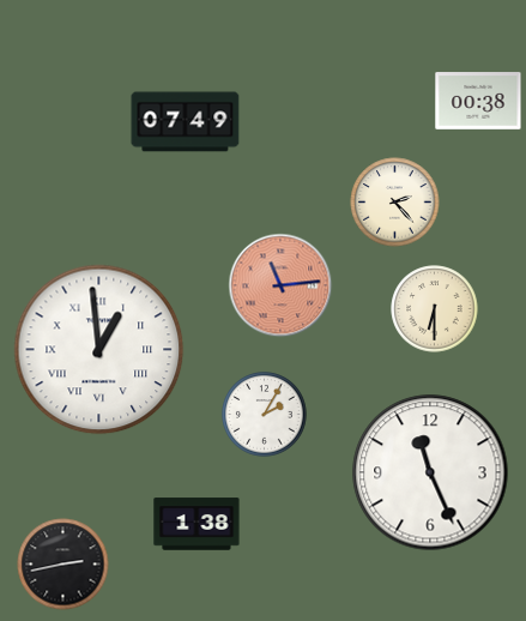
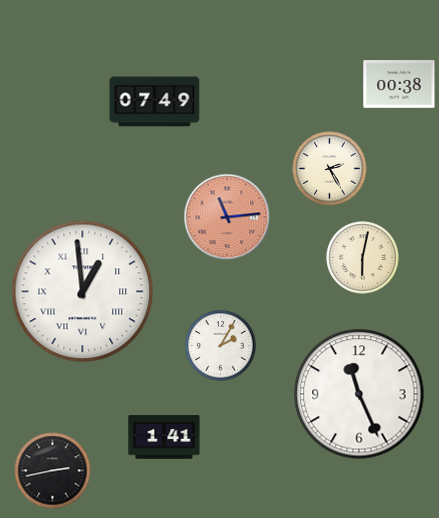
clock at (395, 203): 2:23 -> 2:25
clock at (280, 285) position: (280, 285) -> (227, 217)
clock at (435, 309): 6:30 -> 6:02
clock at (197, 524): 1:38 -> 1:41
